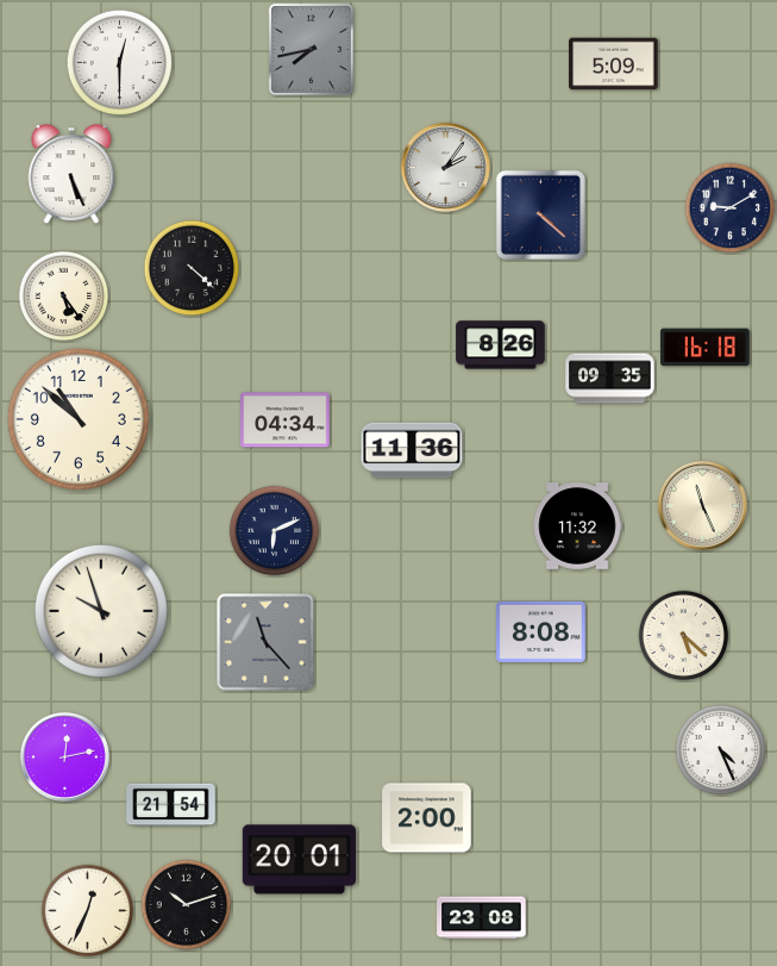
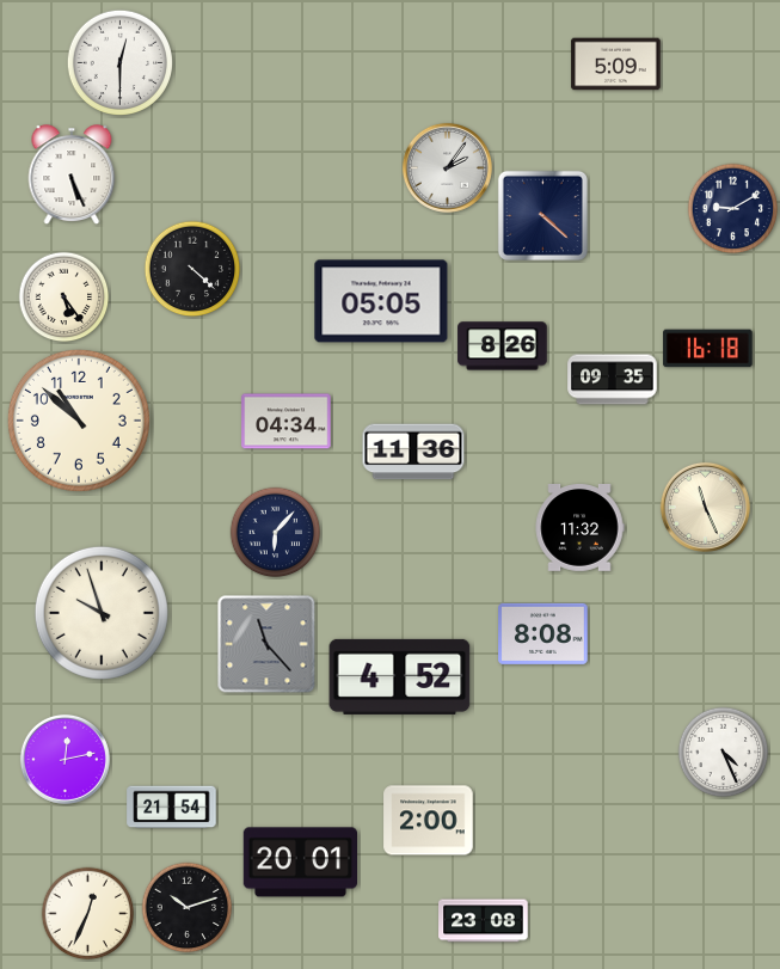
clock at (311, 49): 7:43 -> none
clock at (381, 301): none -> 05:05
clock at (275, 531): 6:11 -> 6:07
clock at (684, 636): 5:22 -> none
clock at (400, 676): none -> 4:52
